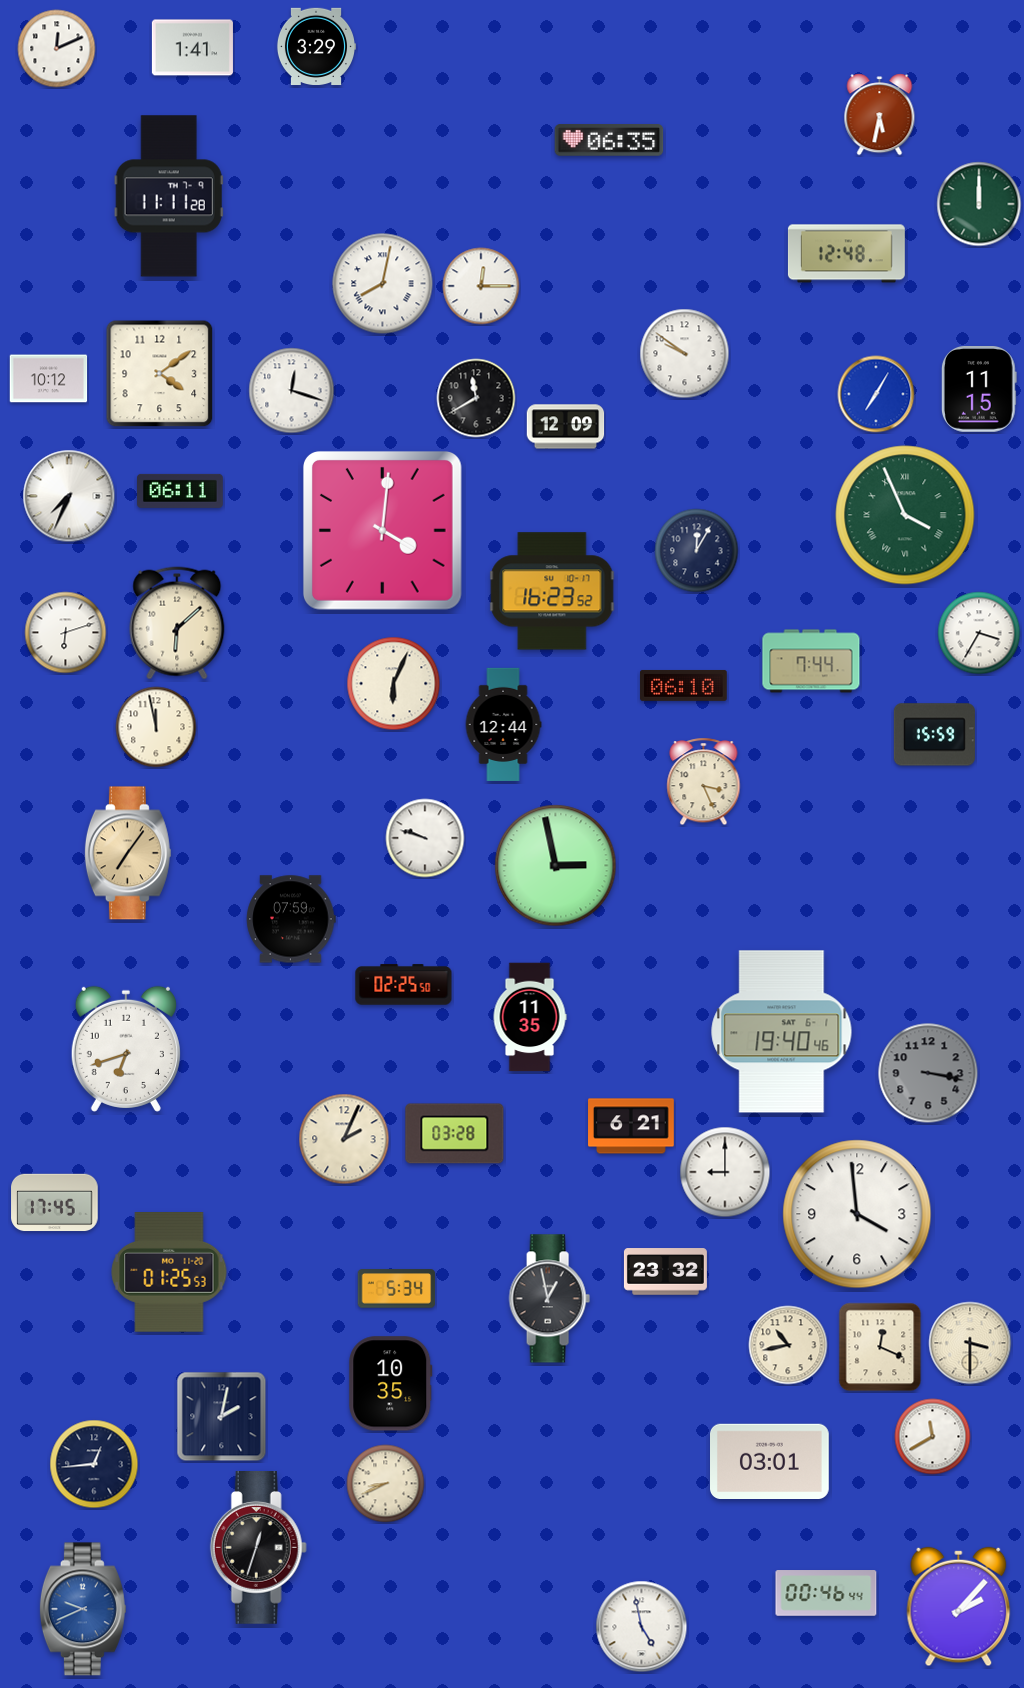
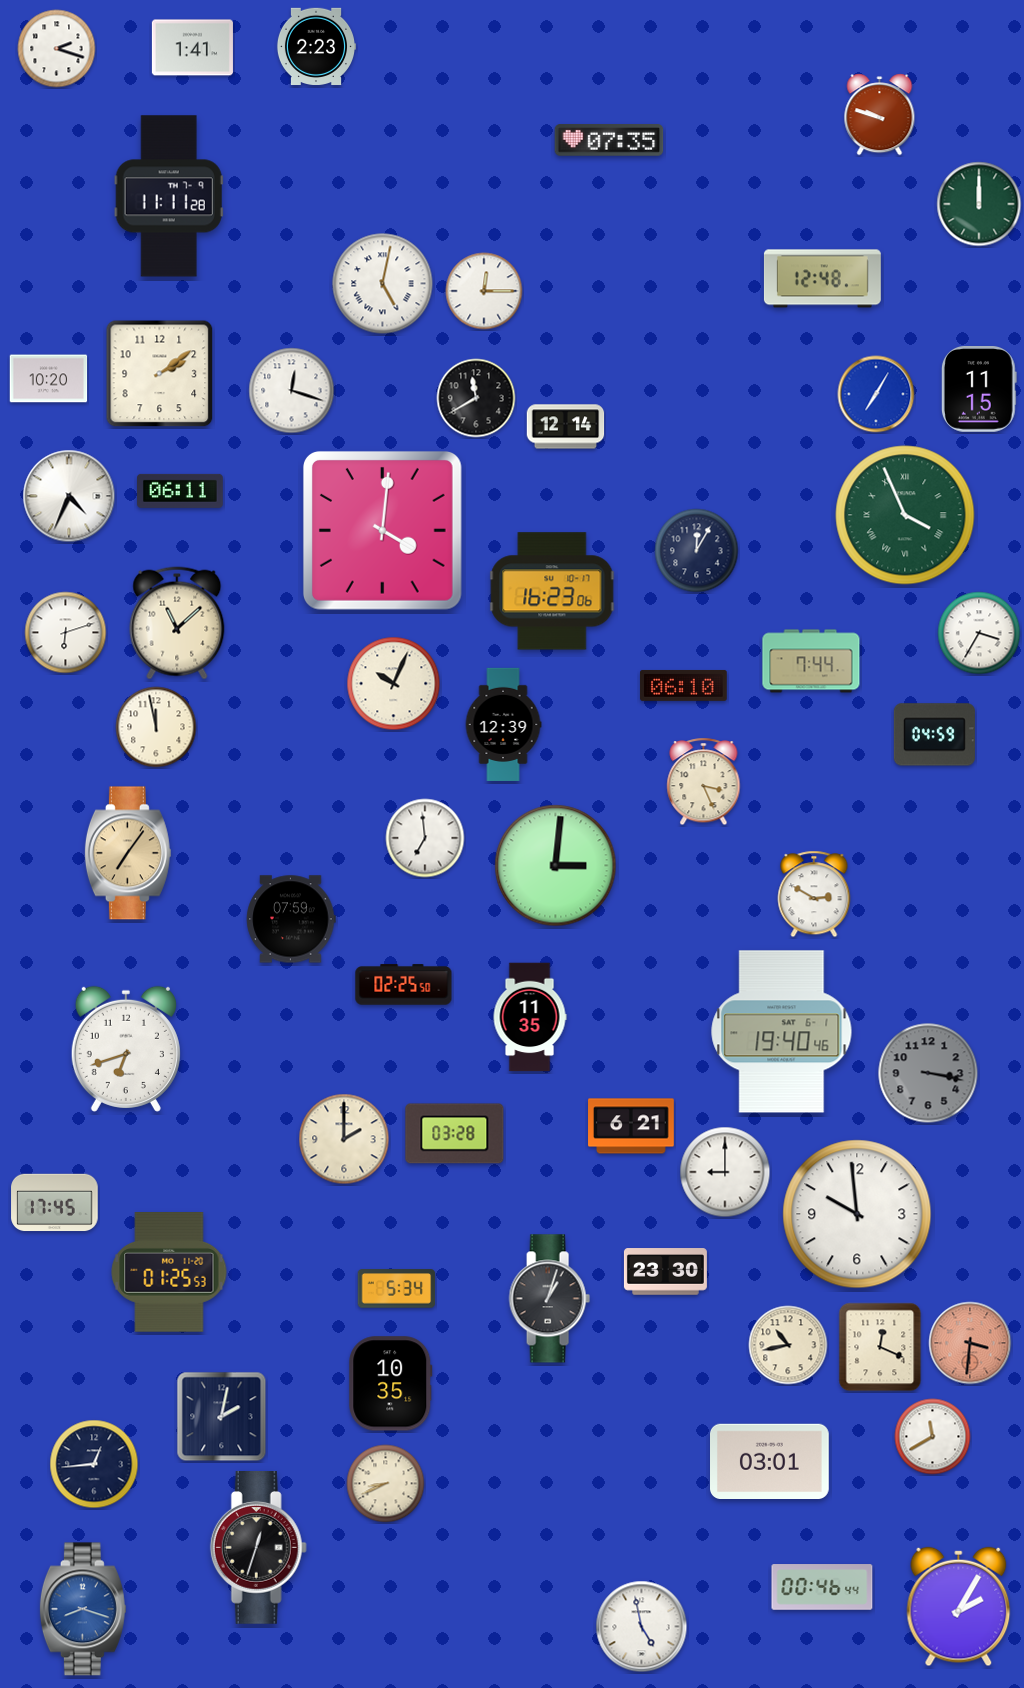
clock at (315, 47): 3:29 -> 2:23
clock at (57, 49): 12:11 -> 2:18
clock at (880, 115): 5:32 -> 9:48
clock at (609, 140): 06:35 -> 07:35
clock at (846, 254) position: (846, 254) -> (822, 279)
clock at (383, 284): 8:02 -> 5:02
clock at (481, 286) position: (481, 286) -> (484, 291)
clock at (685, 354): 9:51 -> none
clock at (160, 374): 4:09 -> 2:09
clock at (49, 379): 10:12 -> 10:20
clock at (566, 427): 12:09 -> 12:14
clock at (69, 496): 7:34 -> 4:34
clock at (552, 591): 16:23:52 -> 16:23:06
clock at (177, 623): 6:08 -> 11:08
clock at (394, 684): 6:04 -> 10:04
clock at (503, 724): 12:44 -> 12:39
clock at (934, 735): 15:59 -> 04:59
clock at (425, 838): 9:48 -> 6:59
clock at (556, 866): 2:58 -> 3:01
clock at (814, 894): none -> 2:50
clock at (344, 1139): 2:04 -> 2:00
clock at (857, 1214): 3:59 -> 9:59
clock at (665, 1272): 23:32 -> 23:30
clock at (549, 1299): 12:58 -> 1:03
clock at (970, 1343): 3:30 -> 3:31
clock at (970, 1343) dial: cream -> salmon
clock at (826, 1593) position: (826, 1593) -> (822, 1587)
clock at (959, 1607): 2:07 -> 2:05
clock at (83, 1609): 9:41 -> 8:18
